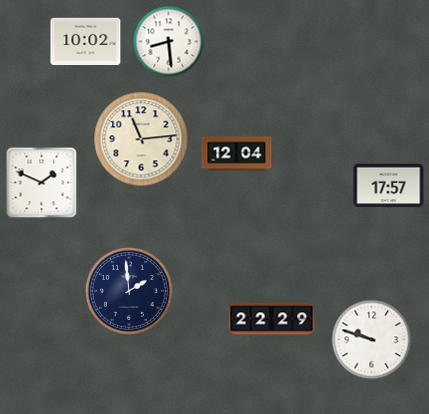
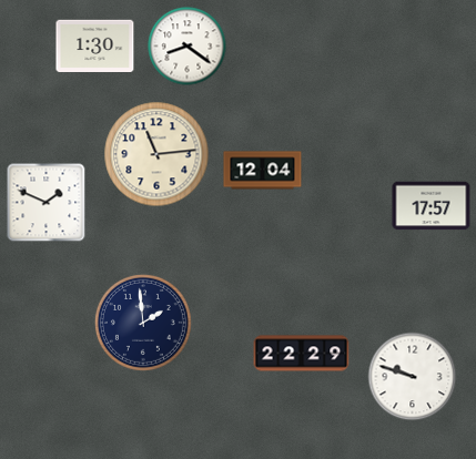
clock at (86, 41): 10:02 -> 1:30
clock at (169, 42): 8:29 -> 8:21
